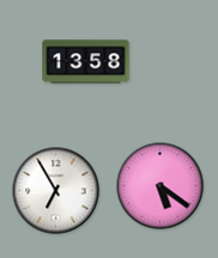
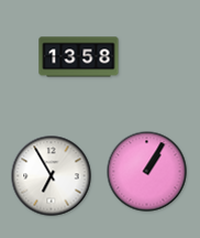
clock at (161, 186): 5:21 -> 1:05
